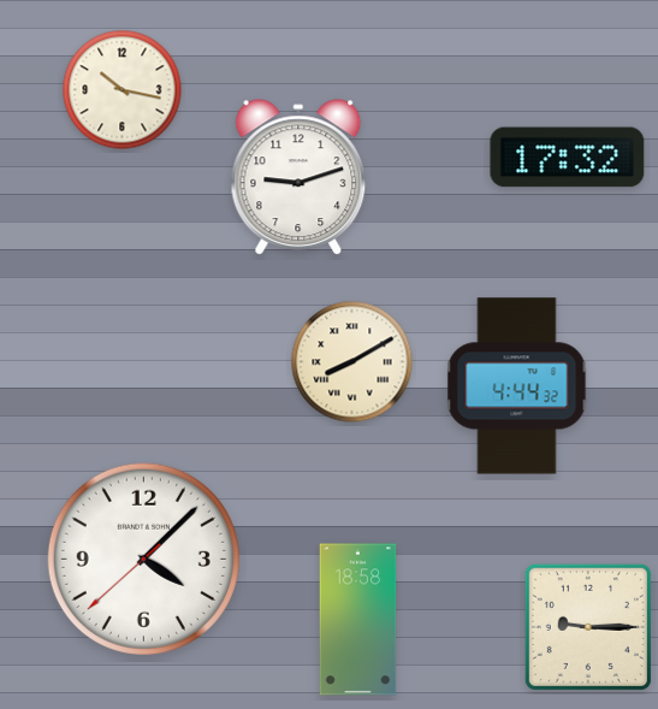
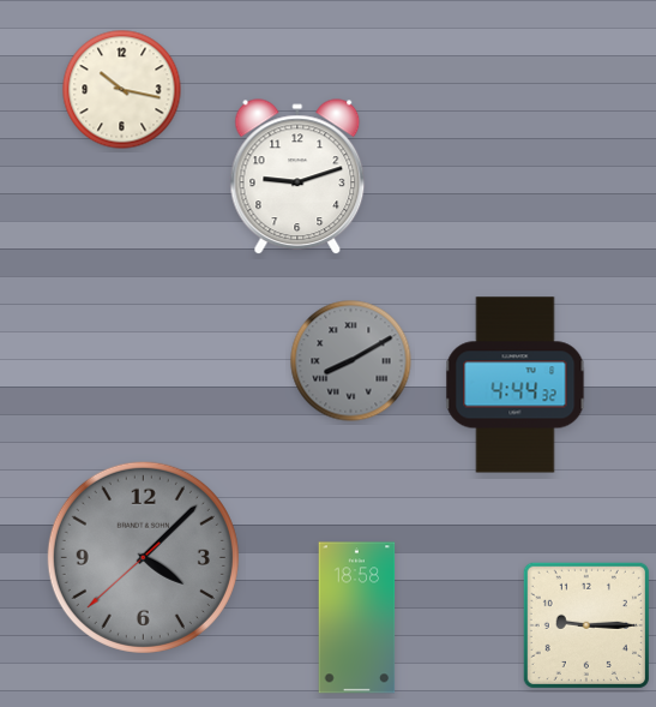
clock at (568, 158): 17:32 -> none
clock at (352, 362) dial: cream -> grey
clock at (143, 559) dial: white -> grey
